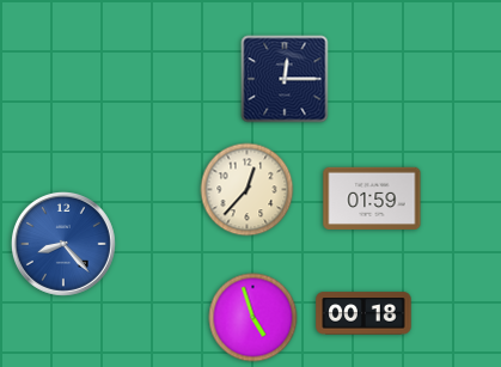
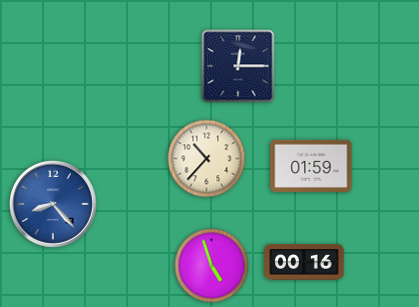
clock at (248, 190): 12:37 -> 10:37
clock at (363, 313): 00:18 -> 00:16
